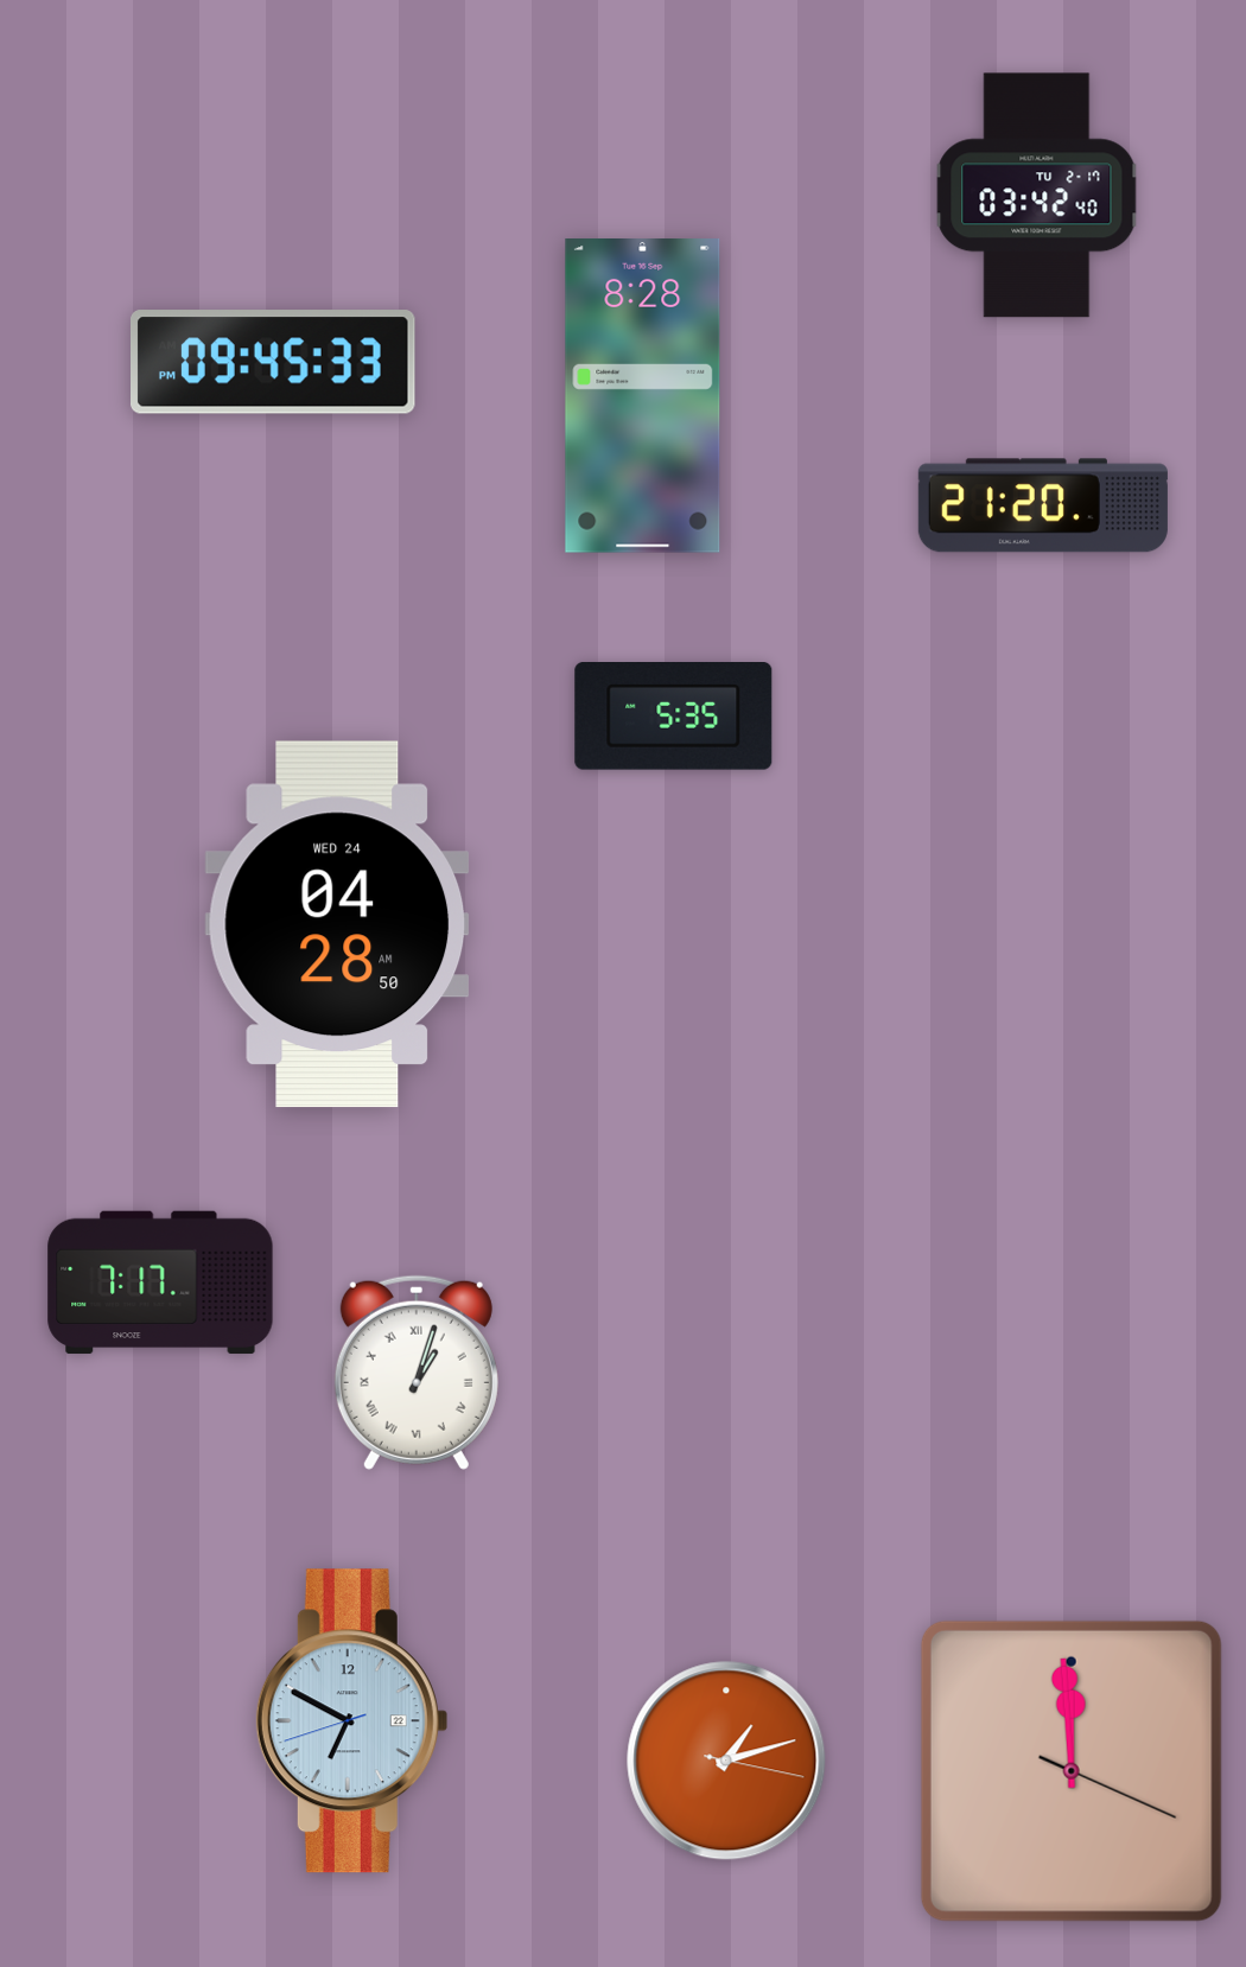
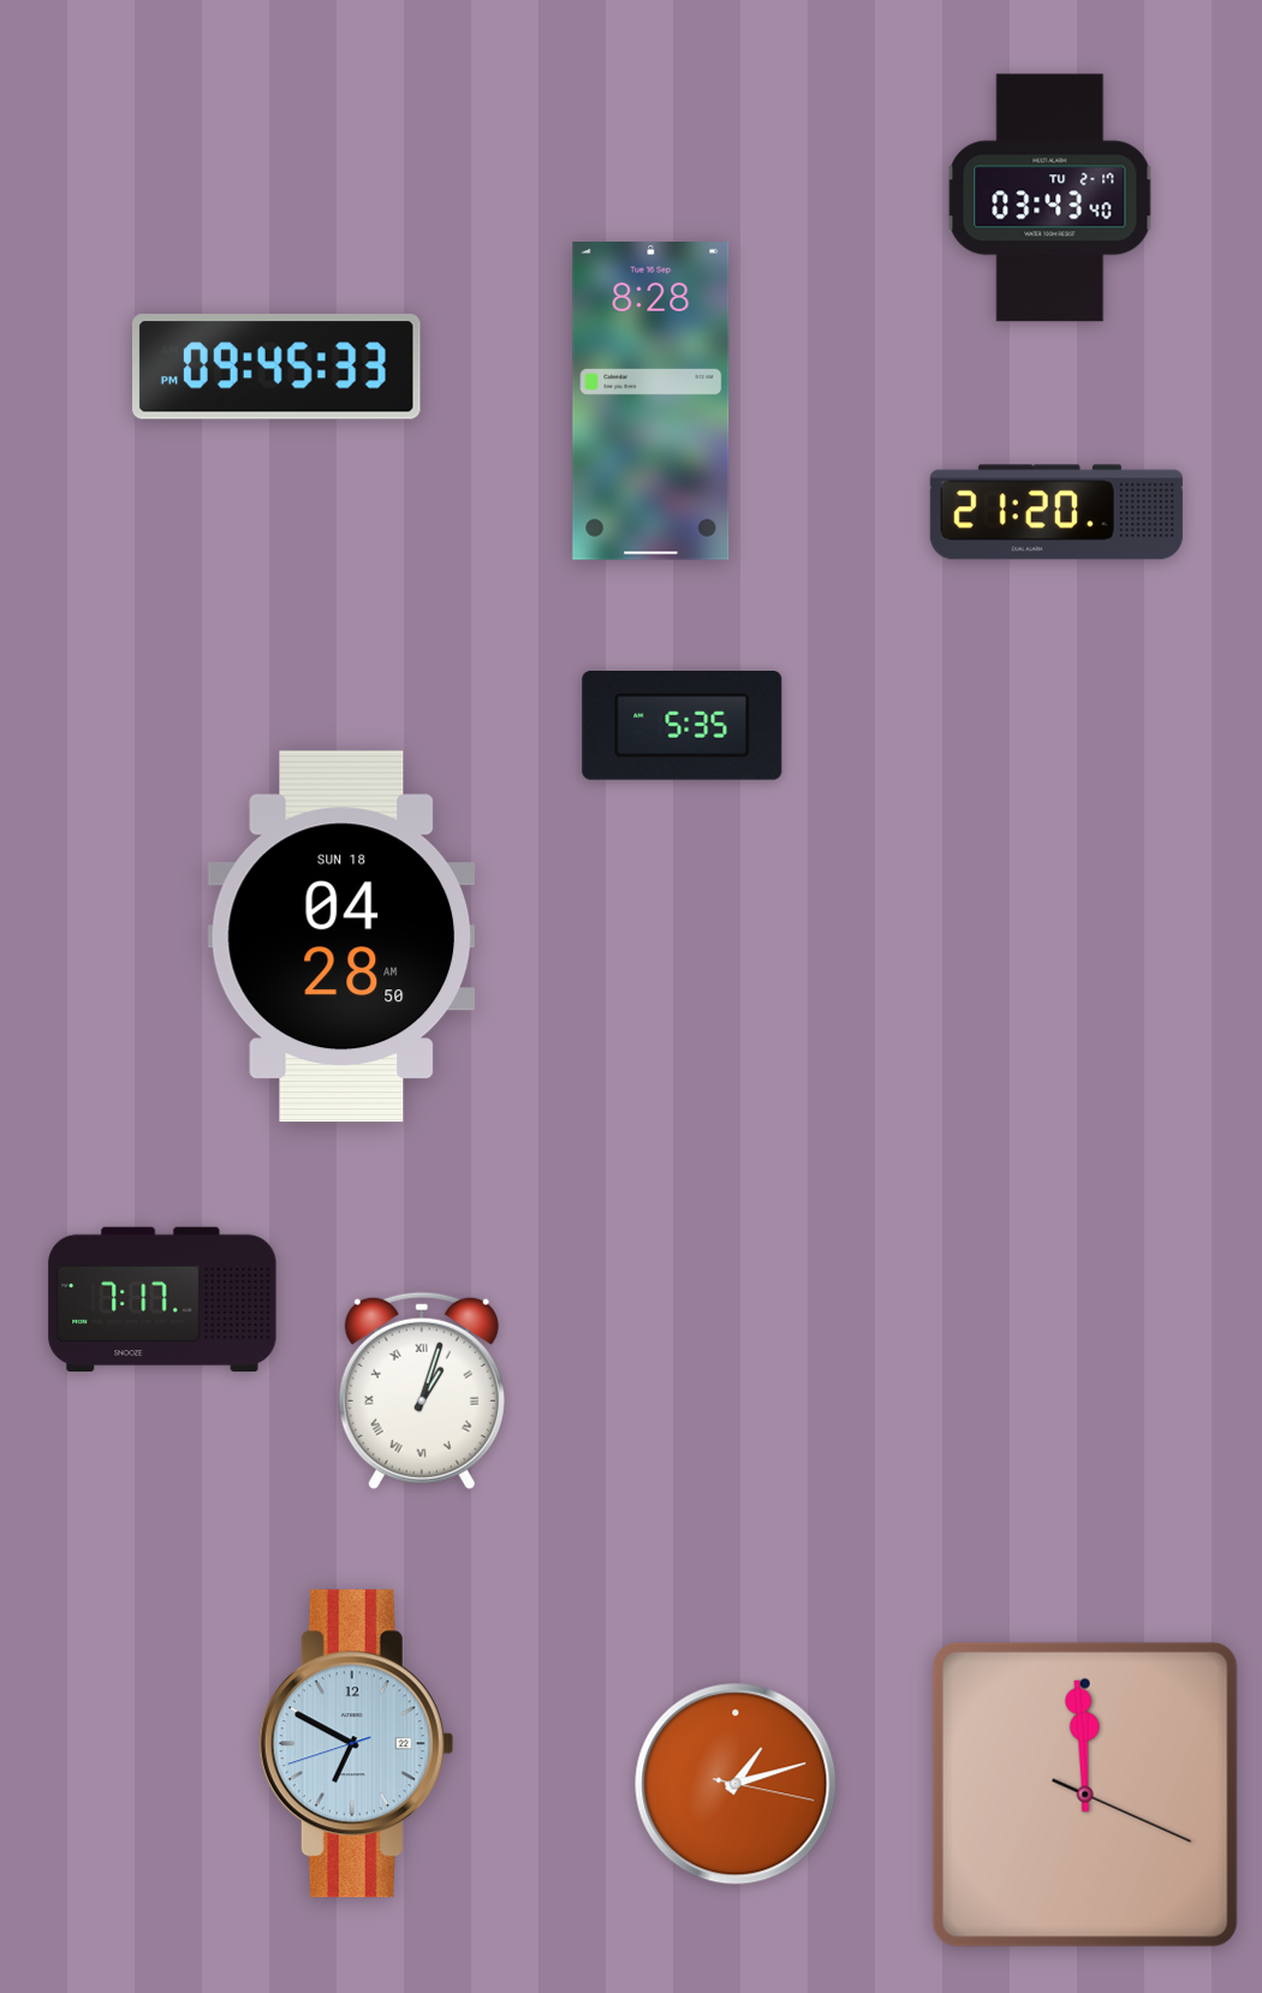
clock at (1037, 196): 03:42 -> 03:43
clock at (337, 924) date: WED 24 -> SUN 18
